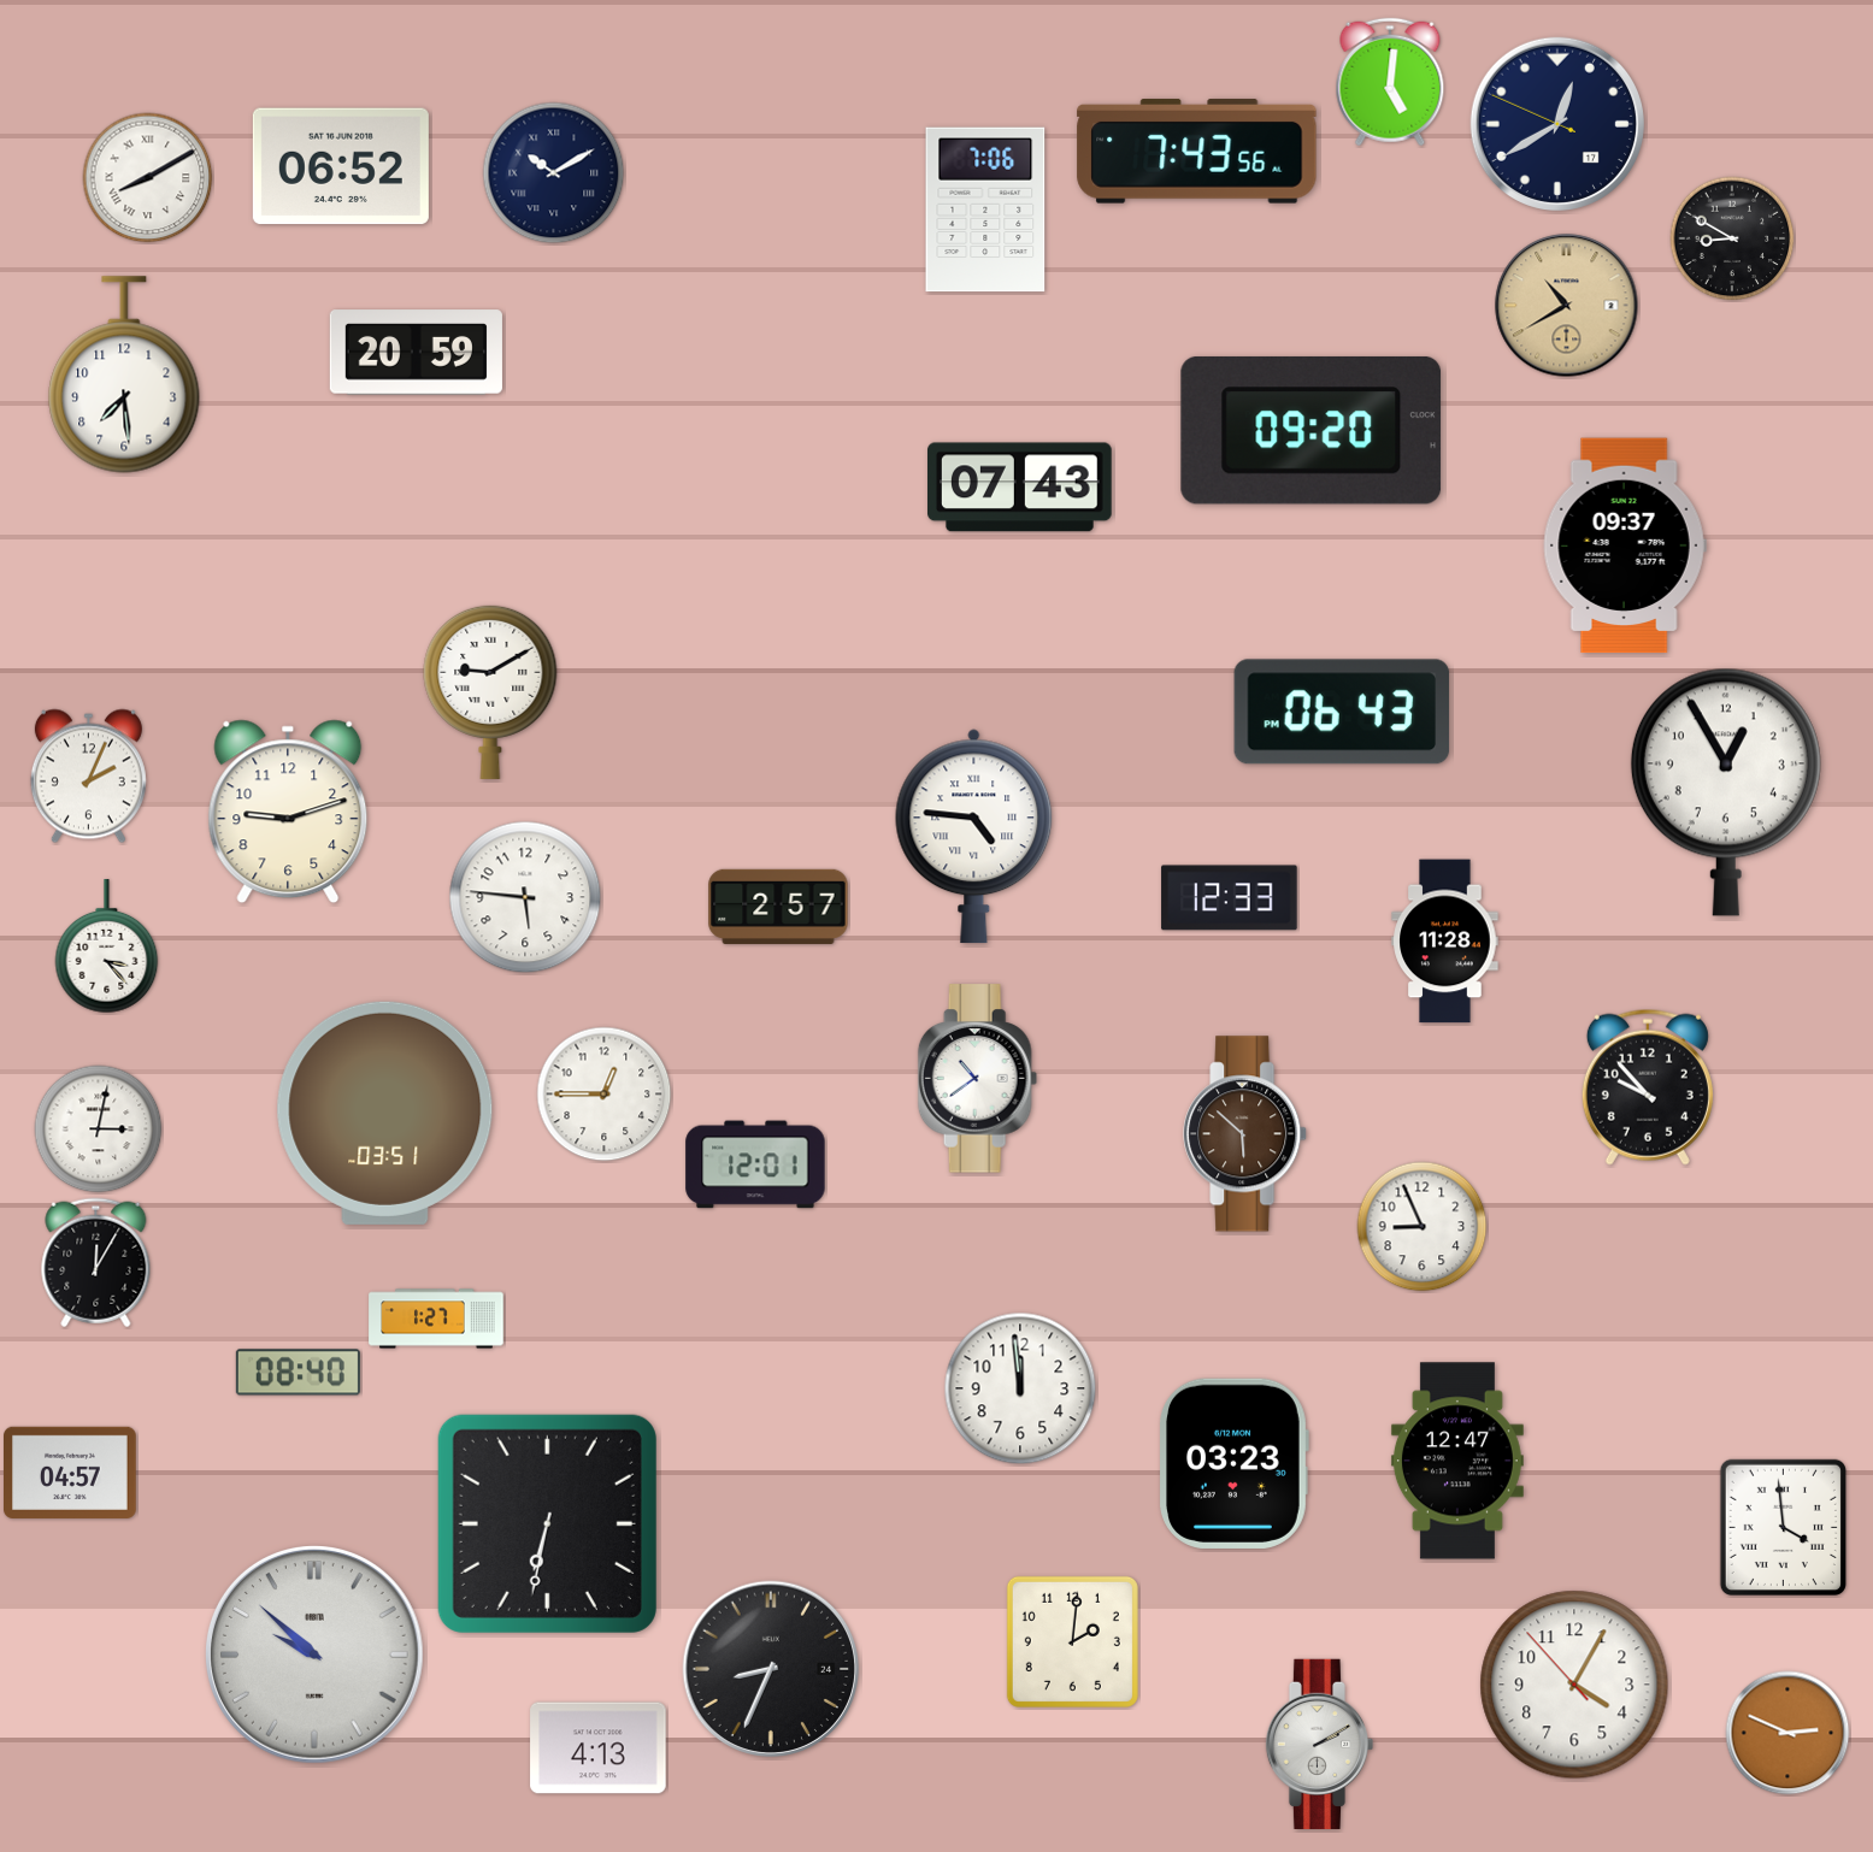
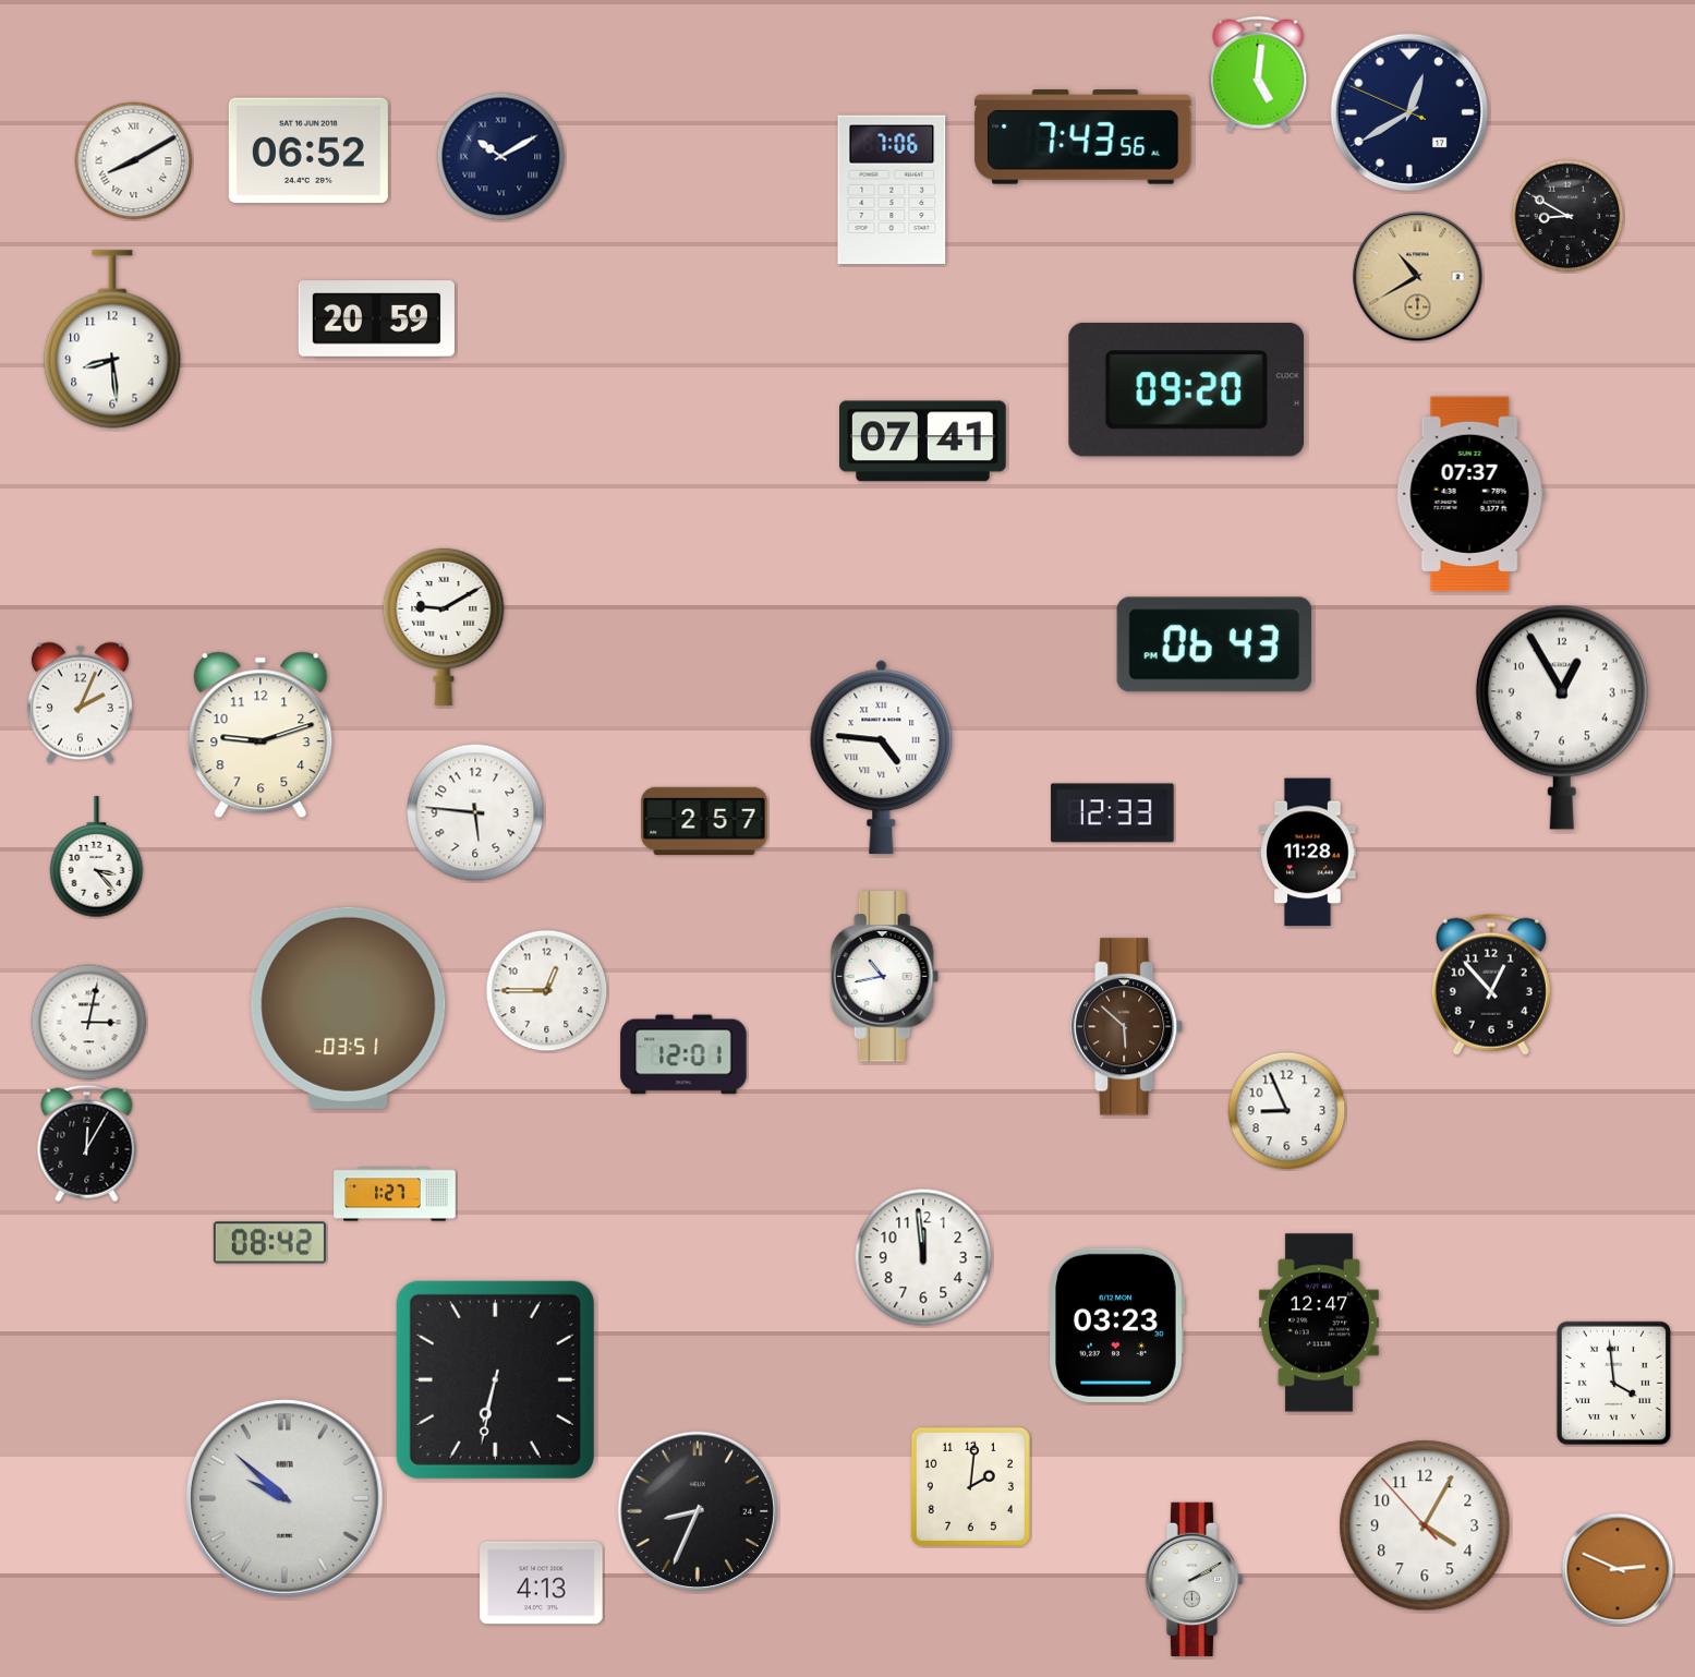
clock at (124, 374): 7:29 -> 8:29
clock at (1020, 488): 07:43 -> 07:41
clock at (1625, 545): 09:37 -> 07:37
clock at (978, 1079): 10:39 -> 10:43
clock at (1648, 1087): 9:53 -> 12:53
clock at (298, 1373): 08:40 -> 08:42
clock at (71, 1473): 04:57 -> none
